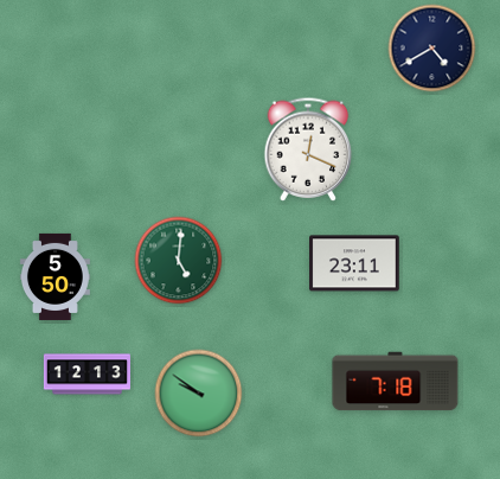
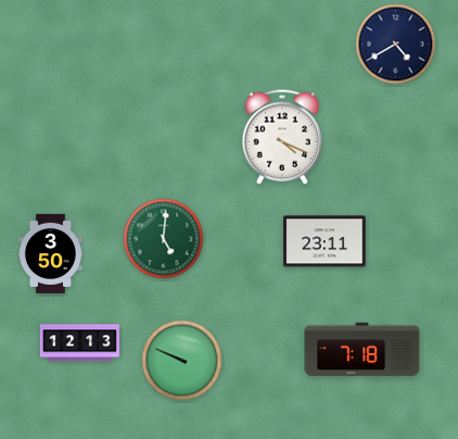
clock at (308, 149): 12:19 -> 4:19
clock at (55, 276): 5:50 -> 3:50
clock at (199, 394): 9:51 -> 9:49
